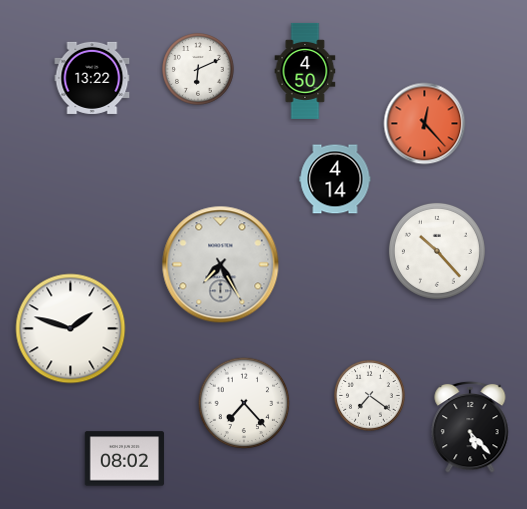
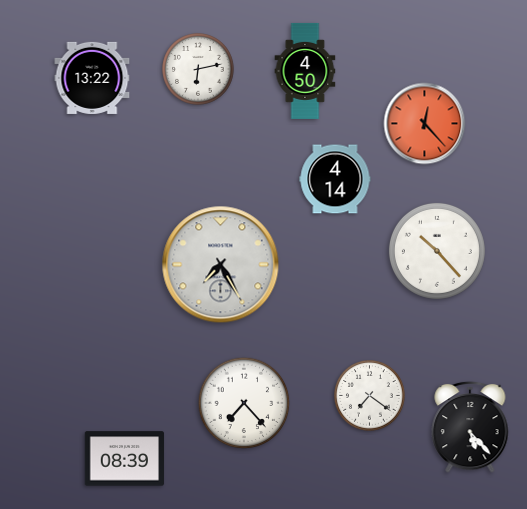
clock at (198, 69): 6:11 -> 6:13
clock at (71, 329): 1:48 -> none
clock at (125, 459): 08:02 -> 08:39
